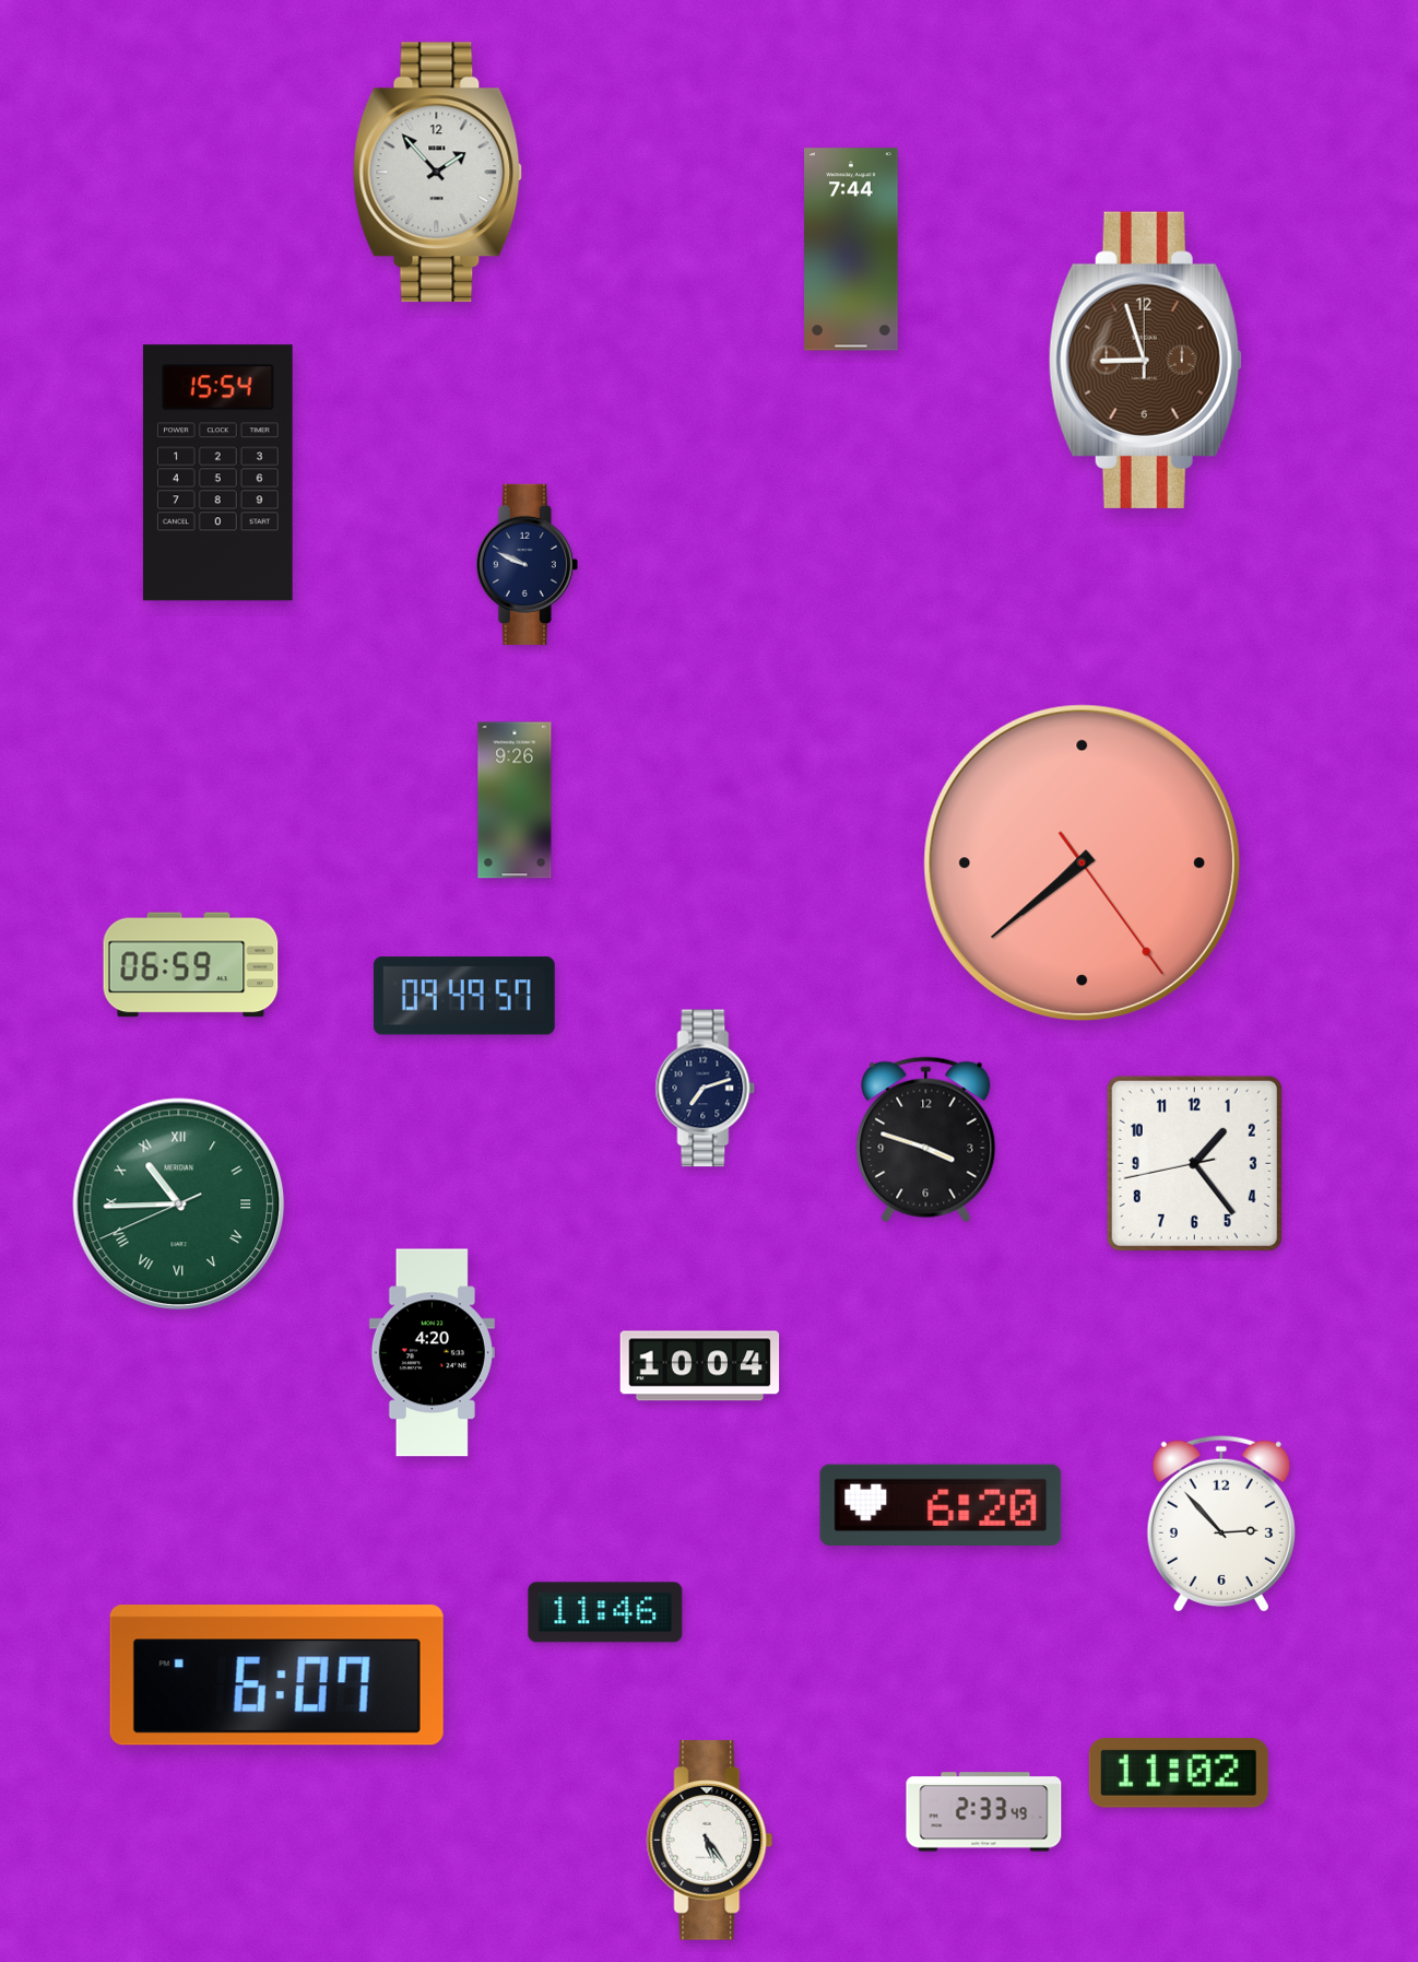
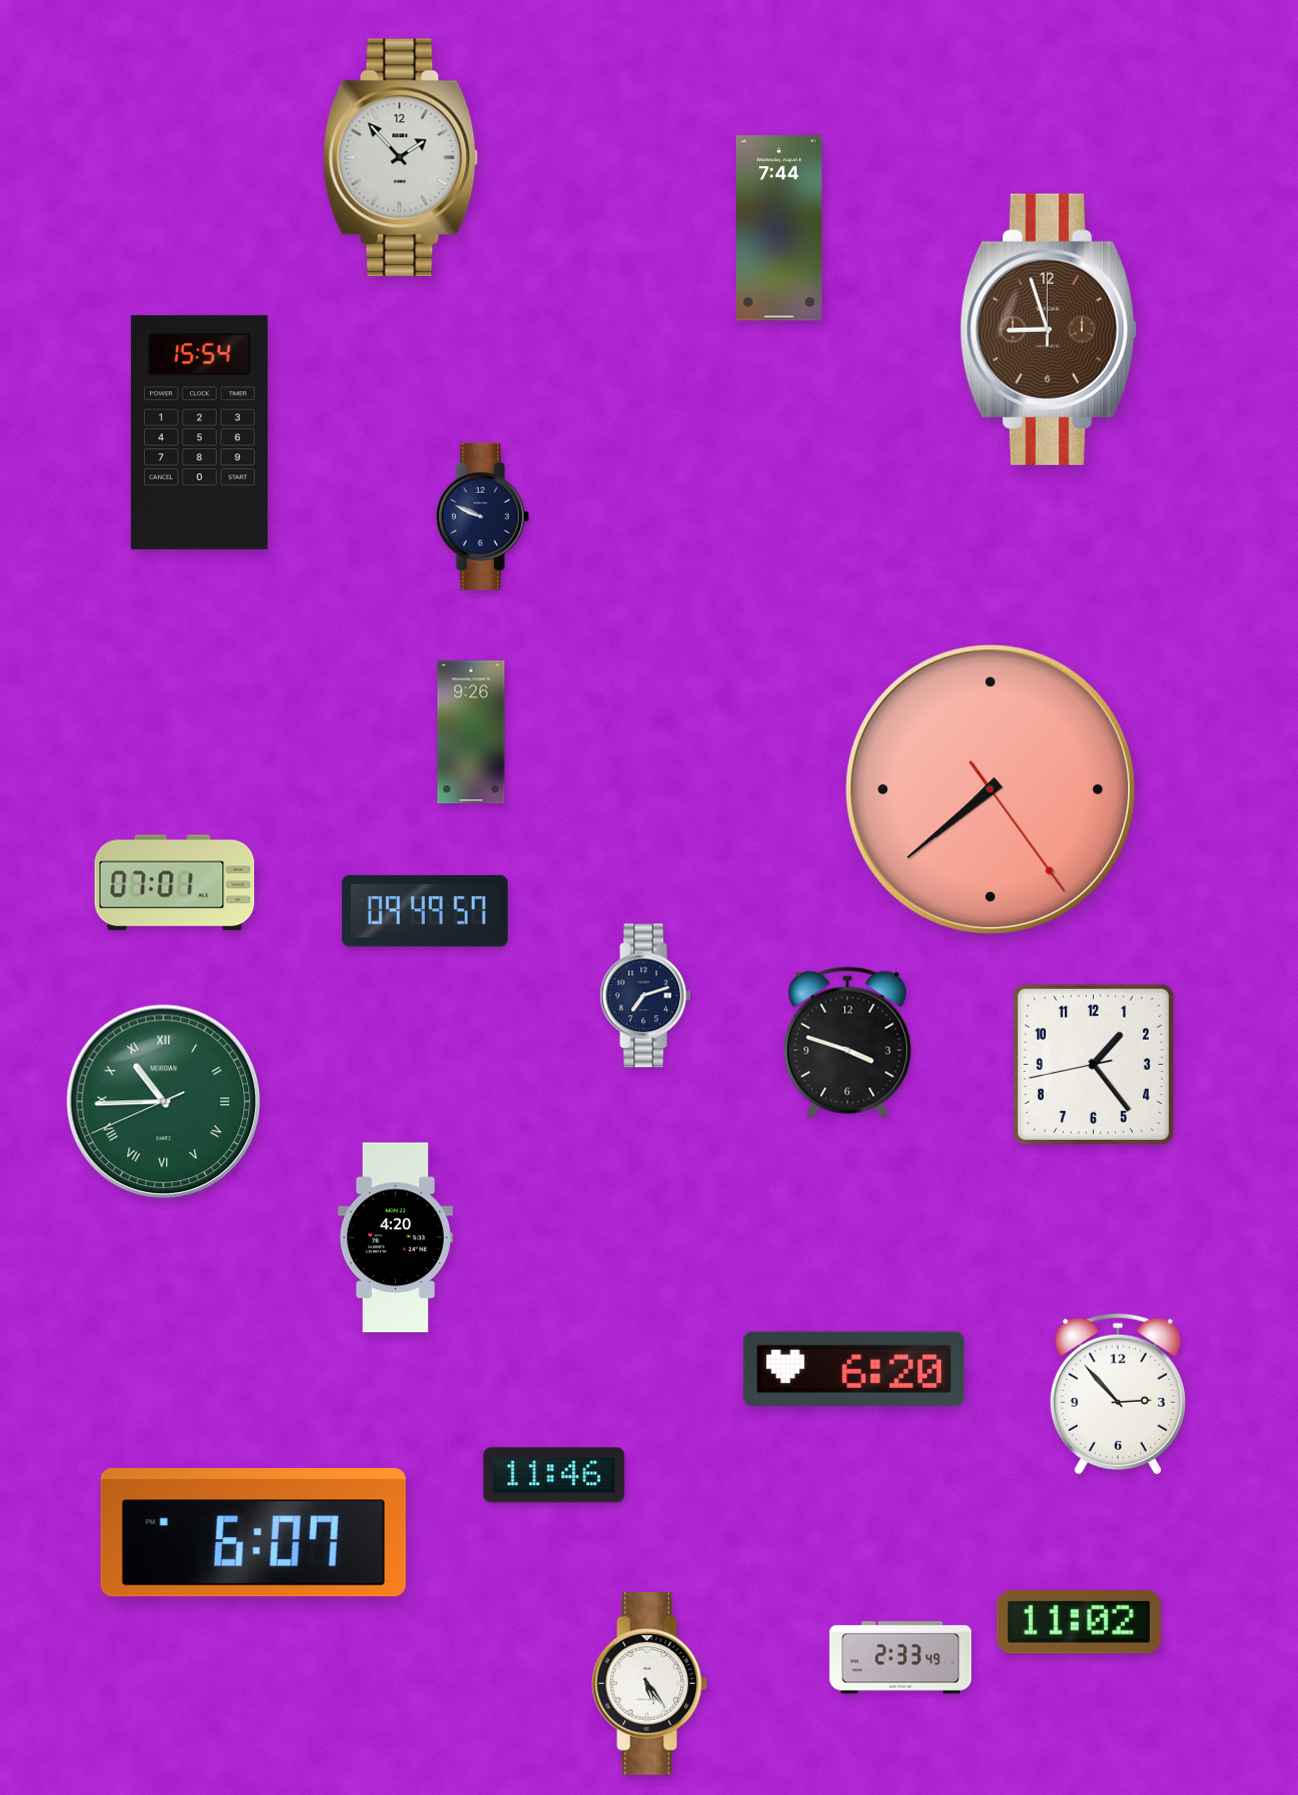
clock at (191, 965): 06:59 -> 07:01
clock at (700, 1366): 10:04 -> none
clock at (941, 1504) position: (941, 1504) -> (854, 1368)
